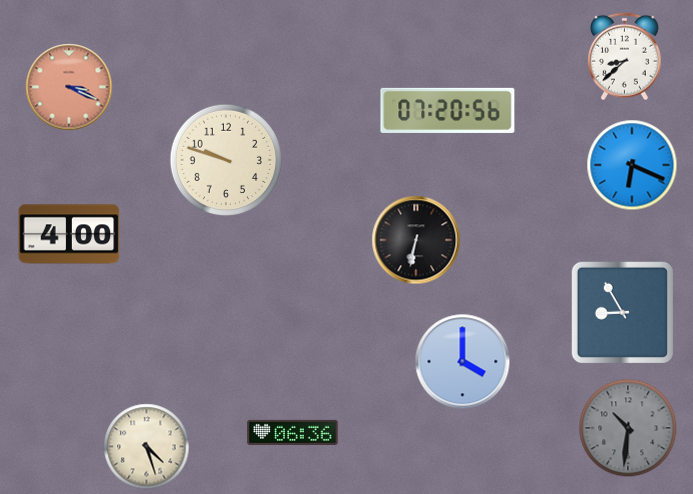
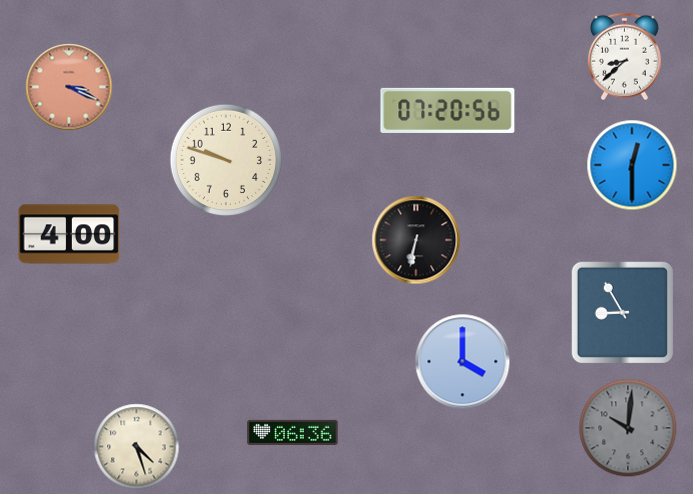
clock at (632, 165): 6:19 -> 12:30
clock at (628, 428): 10:31 -> 10:01
clock at (147, 447) position: (147, 447) -> (137, 447)
